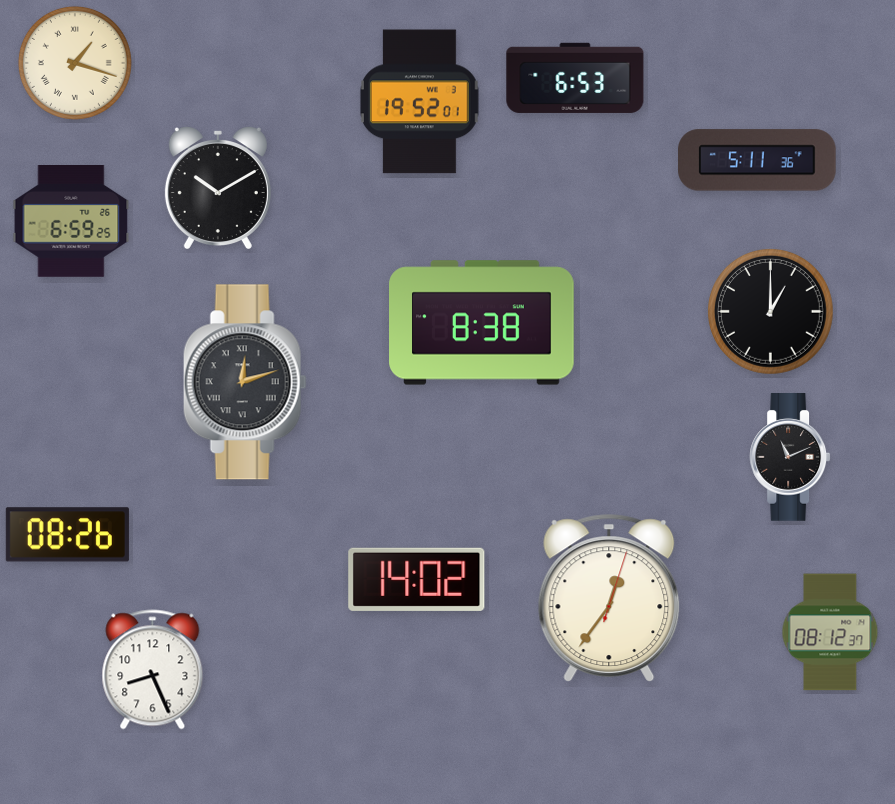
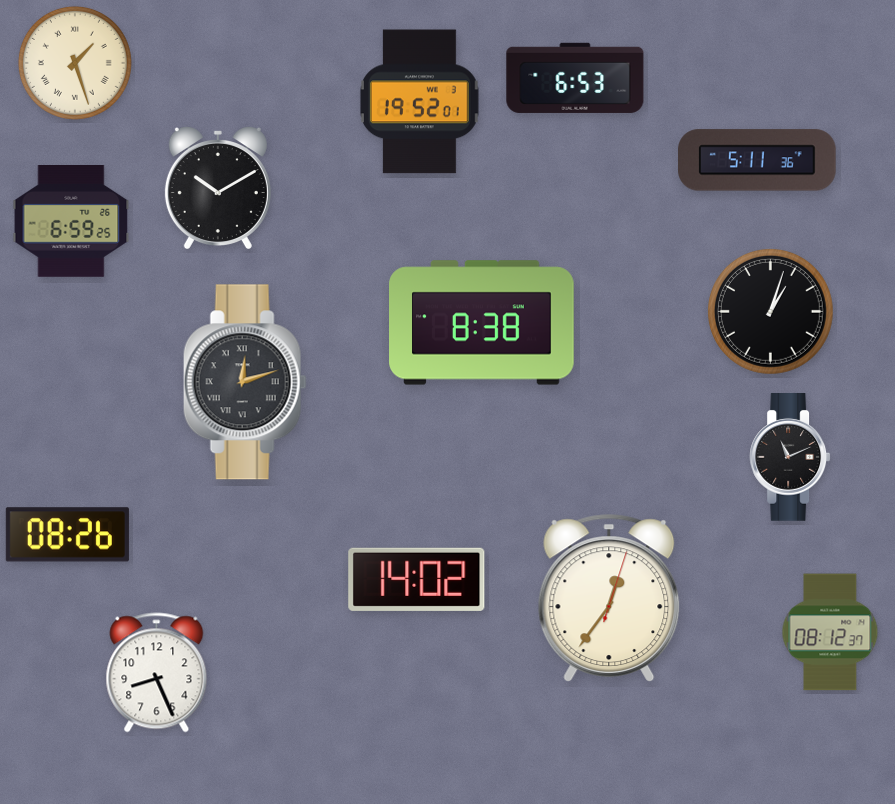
clock at (75, 63): 1:18 -> 1:27
clock at (771, 312): 1:00 -> 1:03
clock at (153, 670) position: (153, 670) -> (157, 673)
